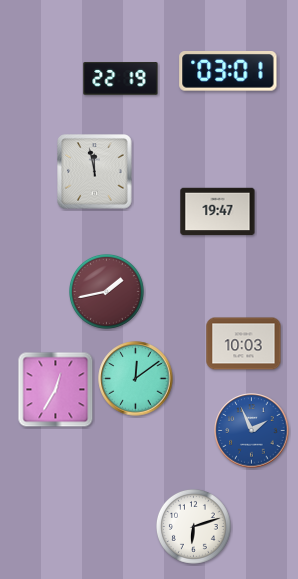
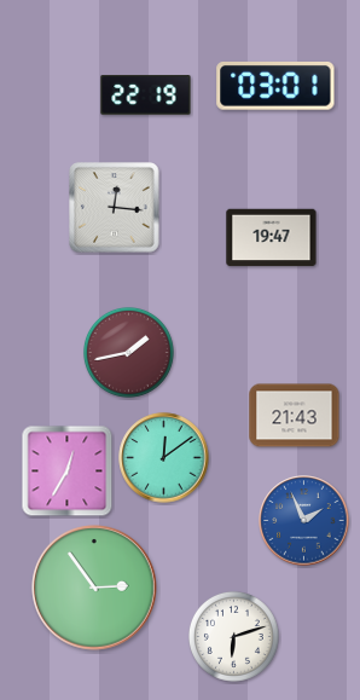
clock at (95, 172): 11:58 -> 12:16
clock at (218, 212) position: (218, 212) -> (272, 238)
clock at (244, 344): 10:03 -> 21:43
clock at (95, 589): none -> 2:54
